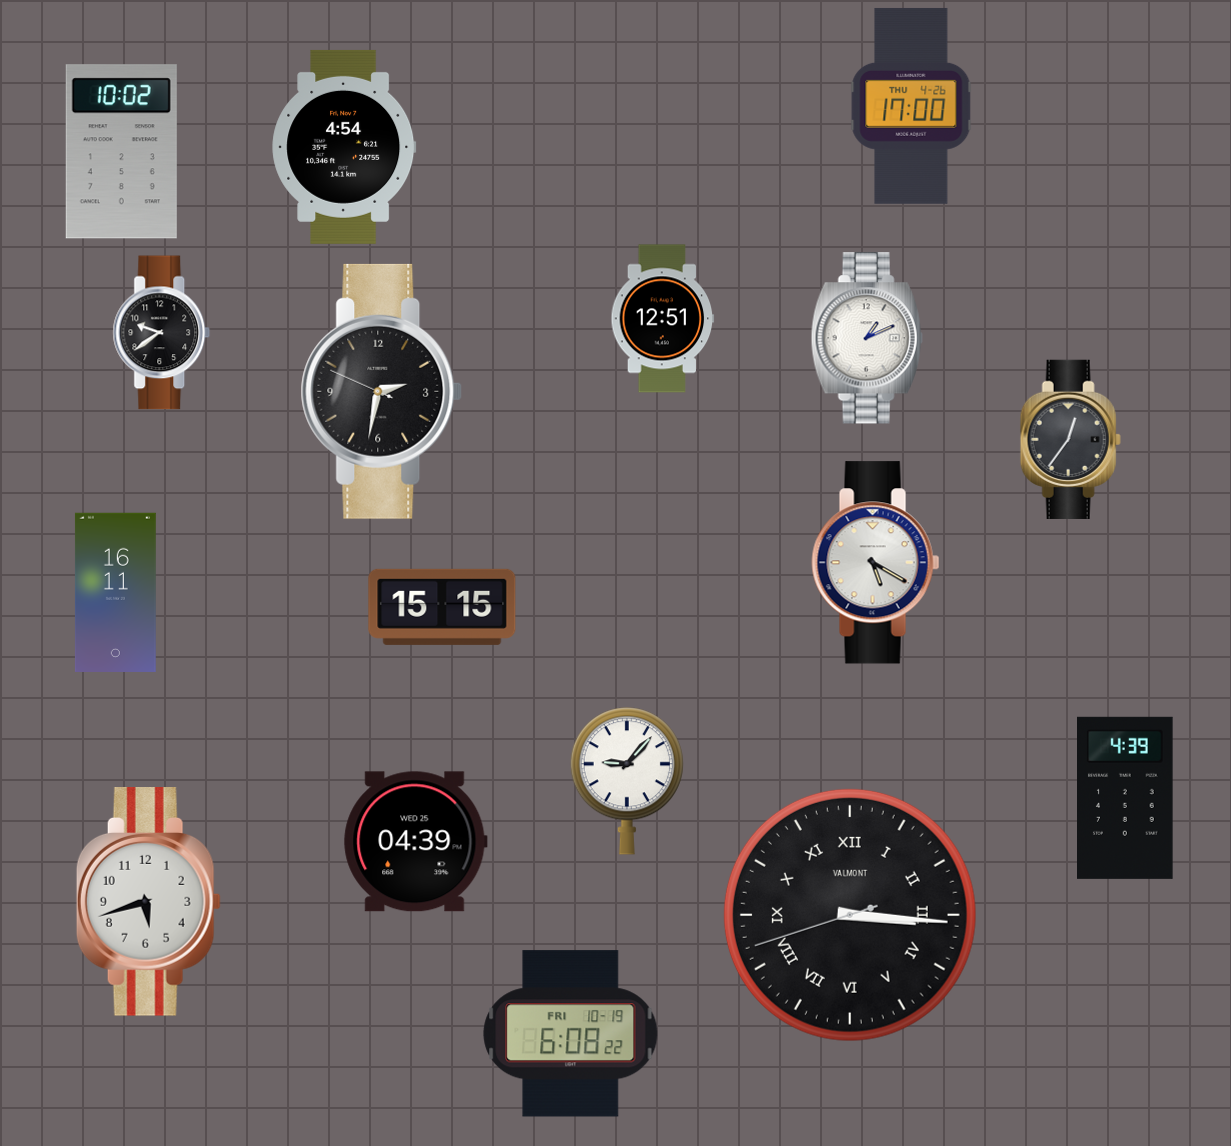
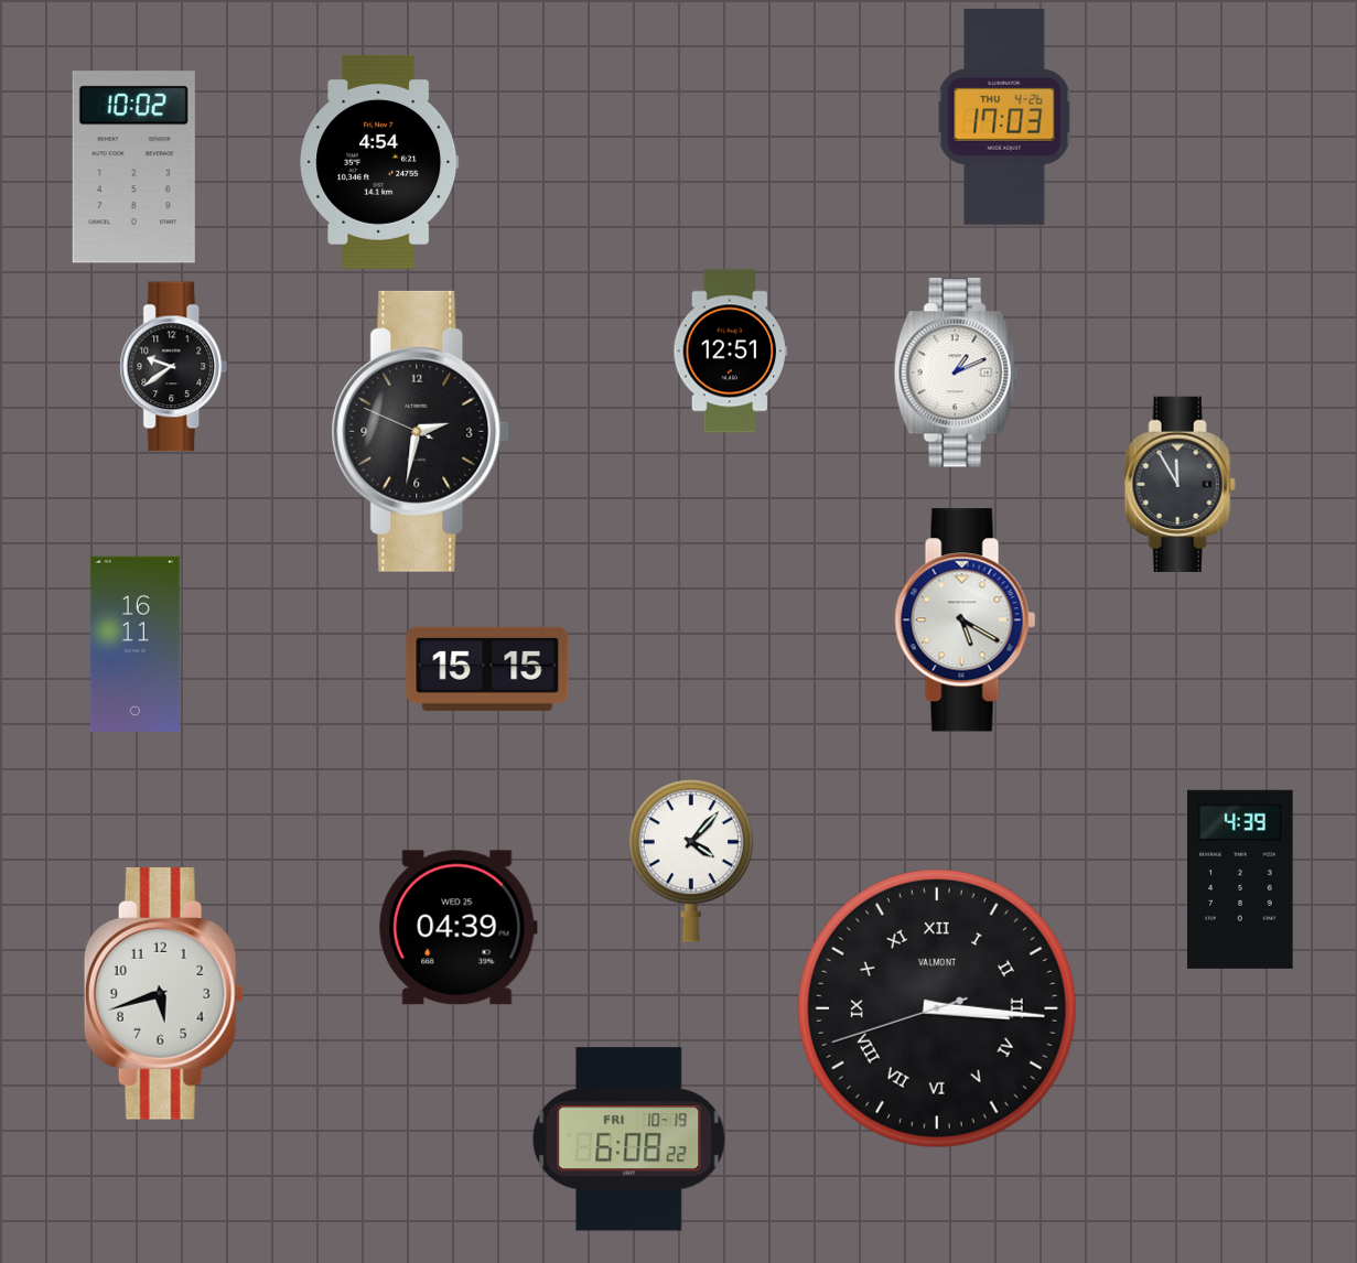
clock at (911, 106): 17:00 -> 17:03
clock at (162, 333) position: (162, 333) -> (174, 367)
clock at (1070, 439): 12:36 -> 11:55
clock at (115, 592) position: (115, 592) -> (134, 644)
clock at (627, 781): 9:07 -> 4:07
